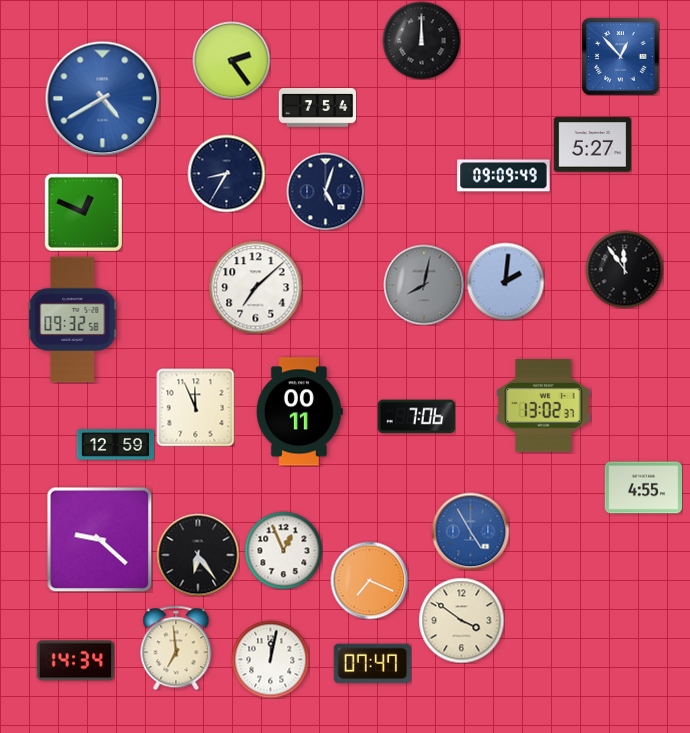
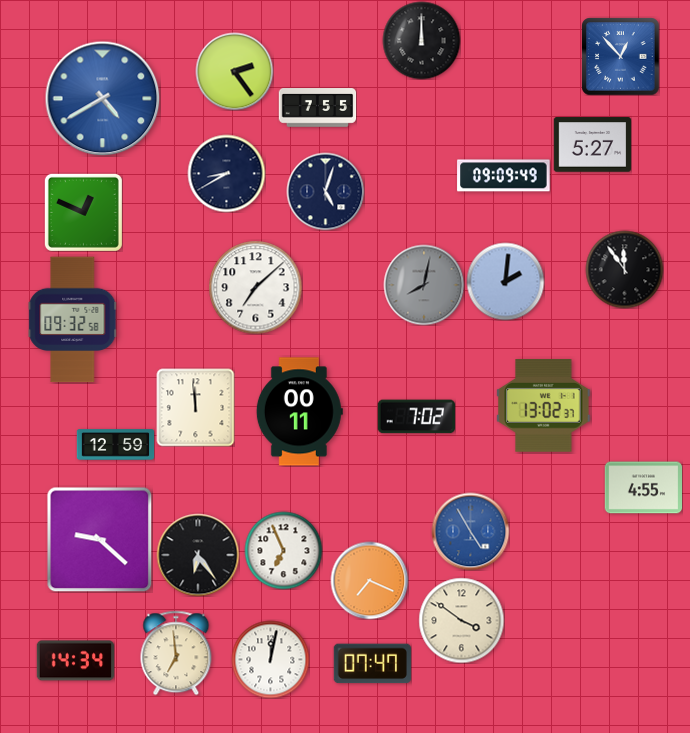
clock at (231, 60) position: (231, 60) -> (234, 71)
clock at (317, 108): 7:54 -> 7:55
clock at (226, 173): 8:35 -> 8:40
clock at (195, 407): 11:56 -> 11:59
clock at (416, 417): 7:06 -> 7:02
clock at (283, 550): 12:56 -> 6:56
clock at (176, 648) position: (176, 648) -> (176, 653)
